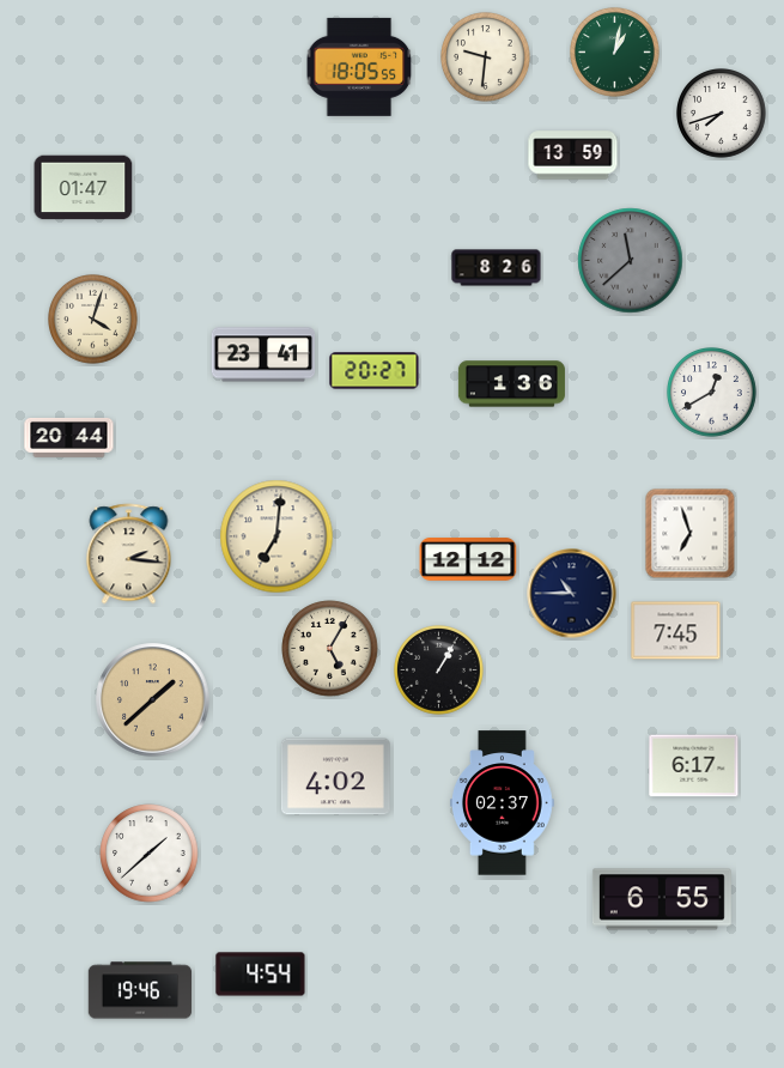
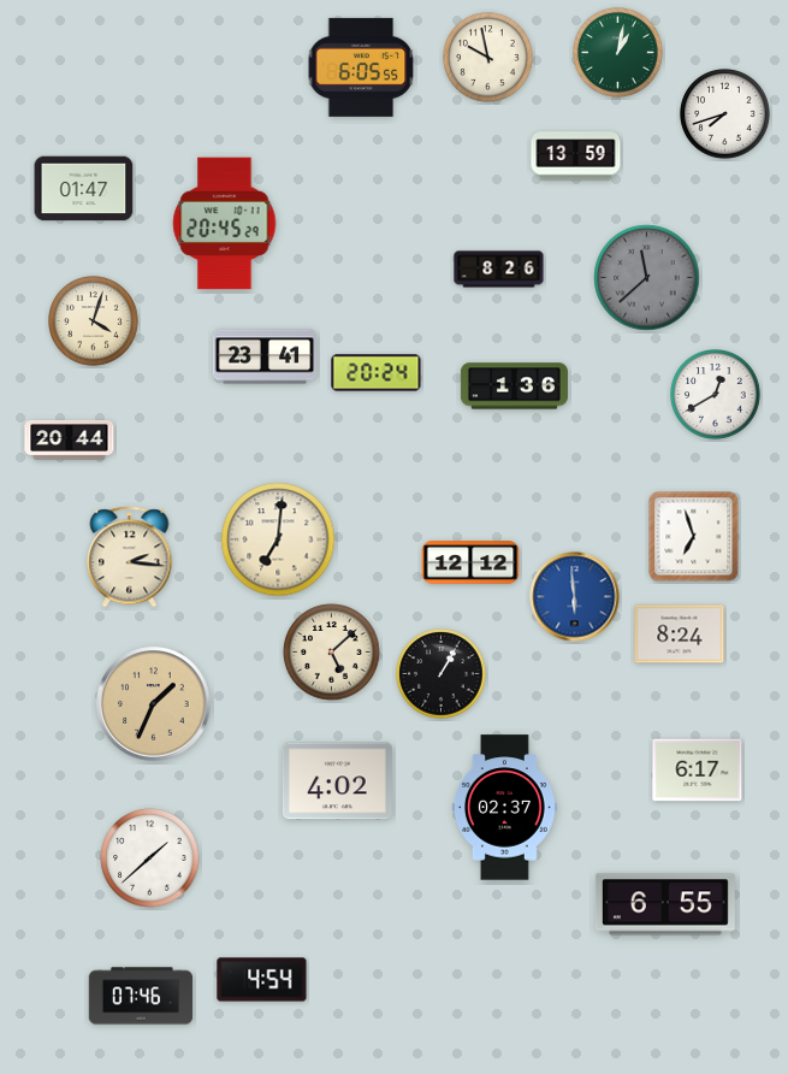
clock at (486, 57): 9:31 -> 9:58
clock at (359, 67): 18:05 -> 6:05
clock at (225, 224): none -> 20:45
clock at (631, 261) position: (631, 261) -> (647, 278)
clock at (375, 371): 20:27 -> 20:24
clock at (572, 594): 10:45 -> 5:59
clock at (572, 594) dial: navy -> blue
clock at (676, 631): 7:45 -> 8:24
clock at (330, 649): 5:05 -> 5:08
clock at (153, 700): 1:38 -> 1:34
clock at (140, 990): 19:46 -> 07:46
